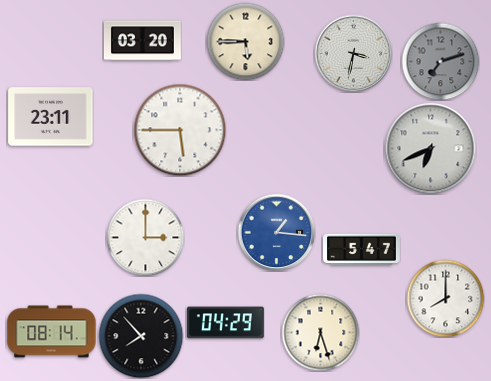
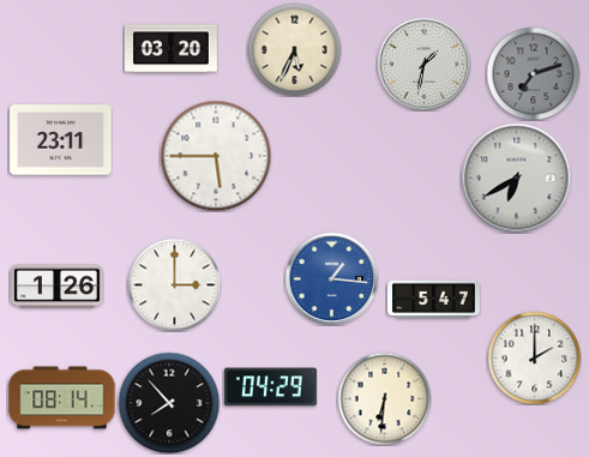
clock at (245, 41): 5:45 -> 5:34
clock at (353, 53): 3:32 -> 1:32
clock at (440, 61) position: (440, 61) -> (533, 73)
clock at (430, 148): 6:41 -> 6:40
clock at (58, 287): none -> 1:26
clock at (445, 298): 8:00 -> 2:00
clock at (320, 332): 6:27 -> 6:31
